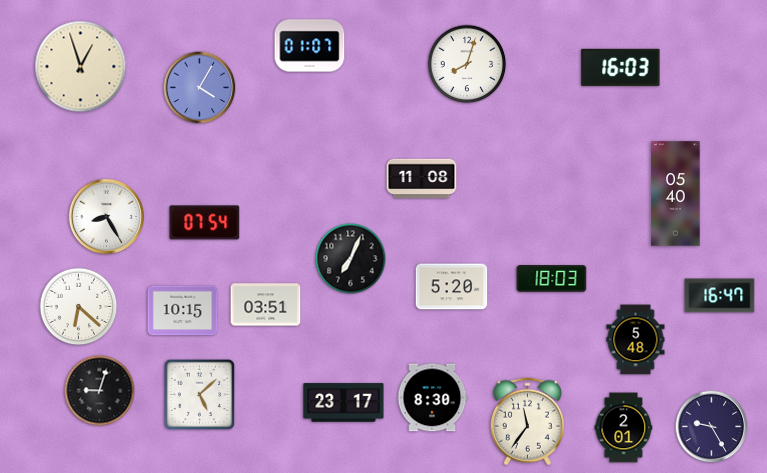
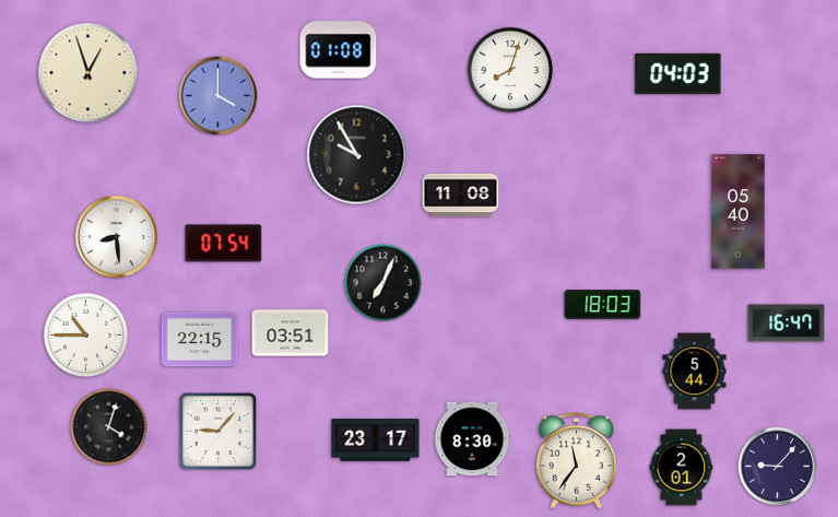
clock at (310, 46): 01:07 -> 01:08
clock at (621, 67): 16:03 -> 04:03
clock at (200, 88): 4:05 -> 4:00
clock at (357, 155): none -> 9:55
clock at (107, 217): 8:25 -> 8:29
clock at (452, 287): 5:20 -> none
clock at (79, 307): 6:22 -> 10:45
clock at (183, 311): 10:15 -> 22:15
clock at (636, 340): 5:48 -> 5:44
clock at (100, 391): 9:03 -> 4:03
clock at (200, 395): 5:08 -> 9:07
clock at (432, 398) position: (432, 398) -> (472, 439)
clock at (712, 427): 9:25 -> 9:07
